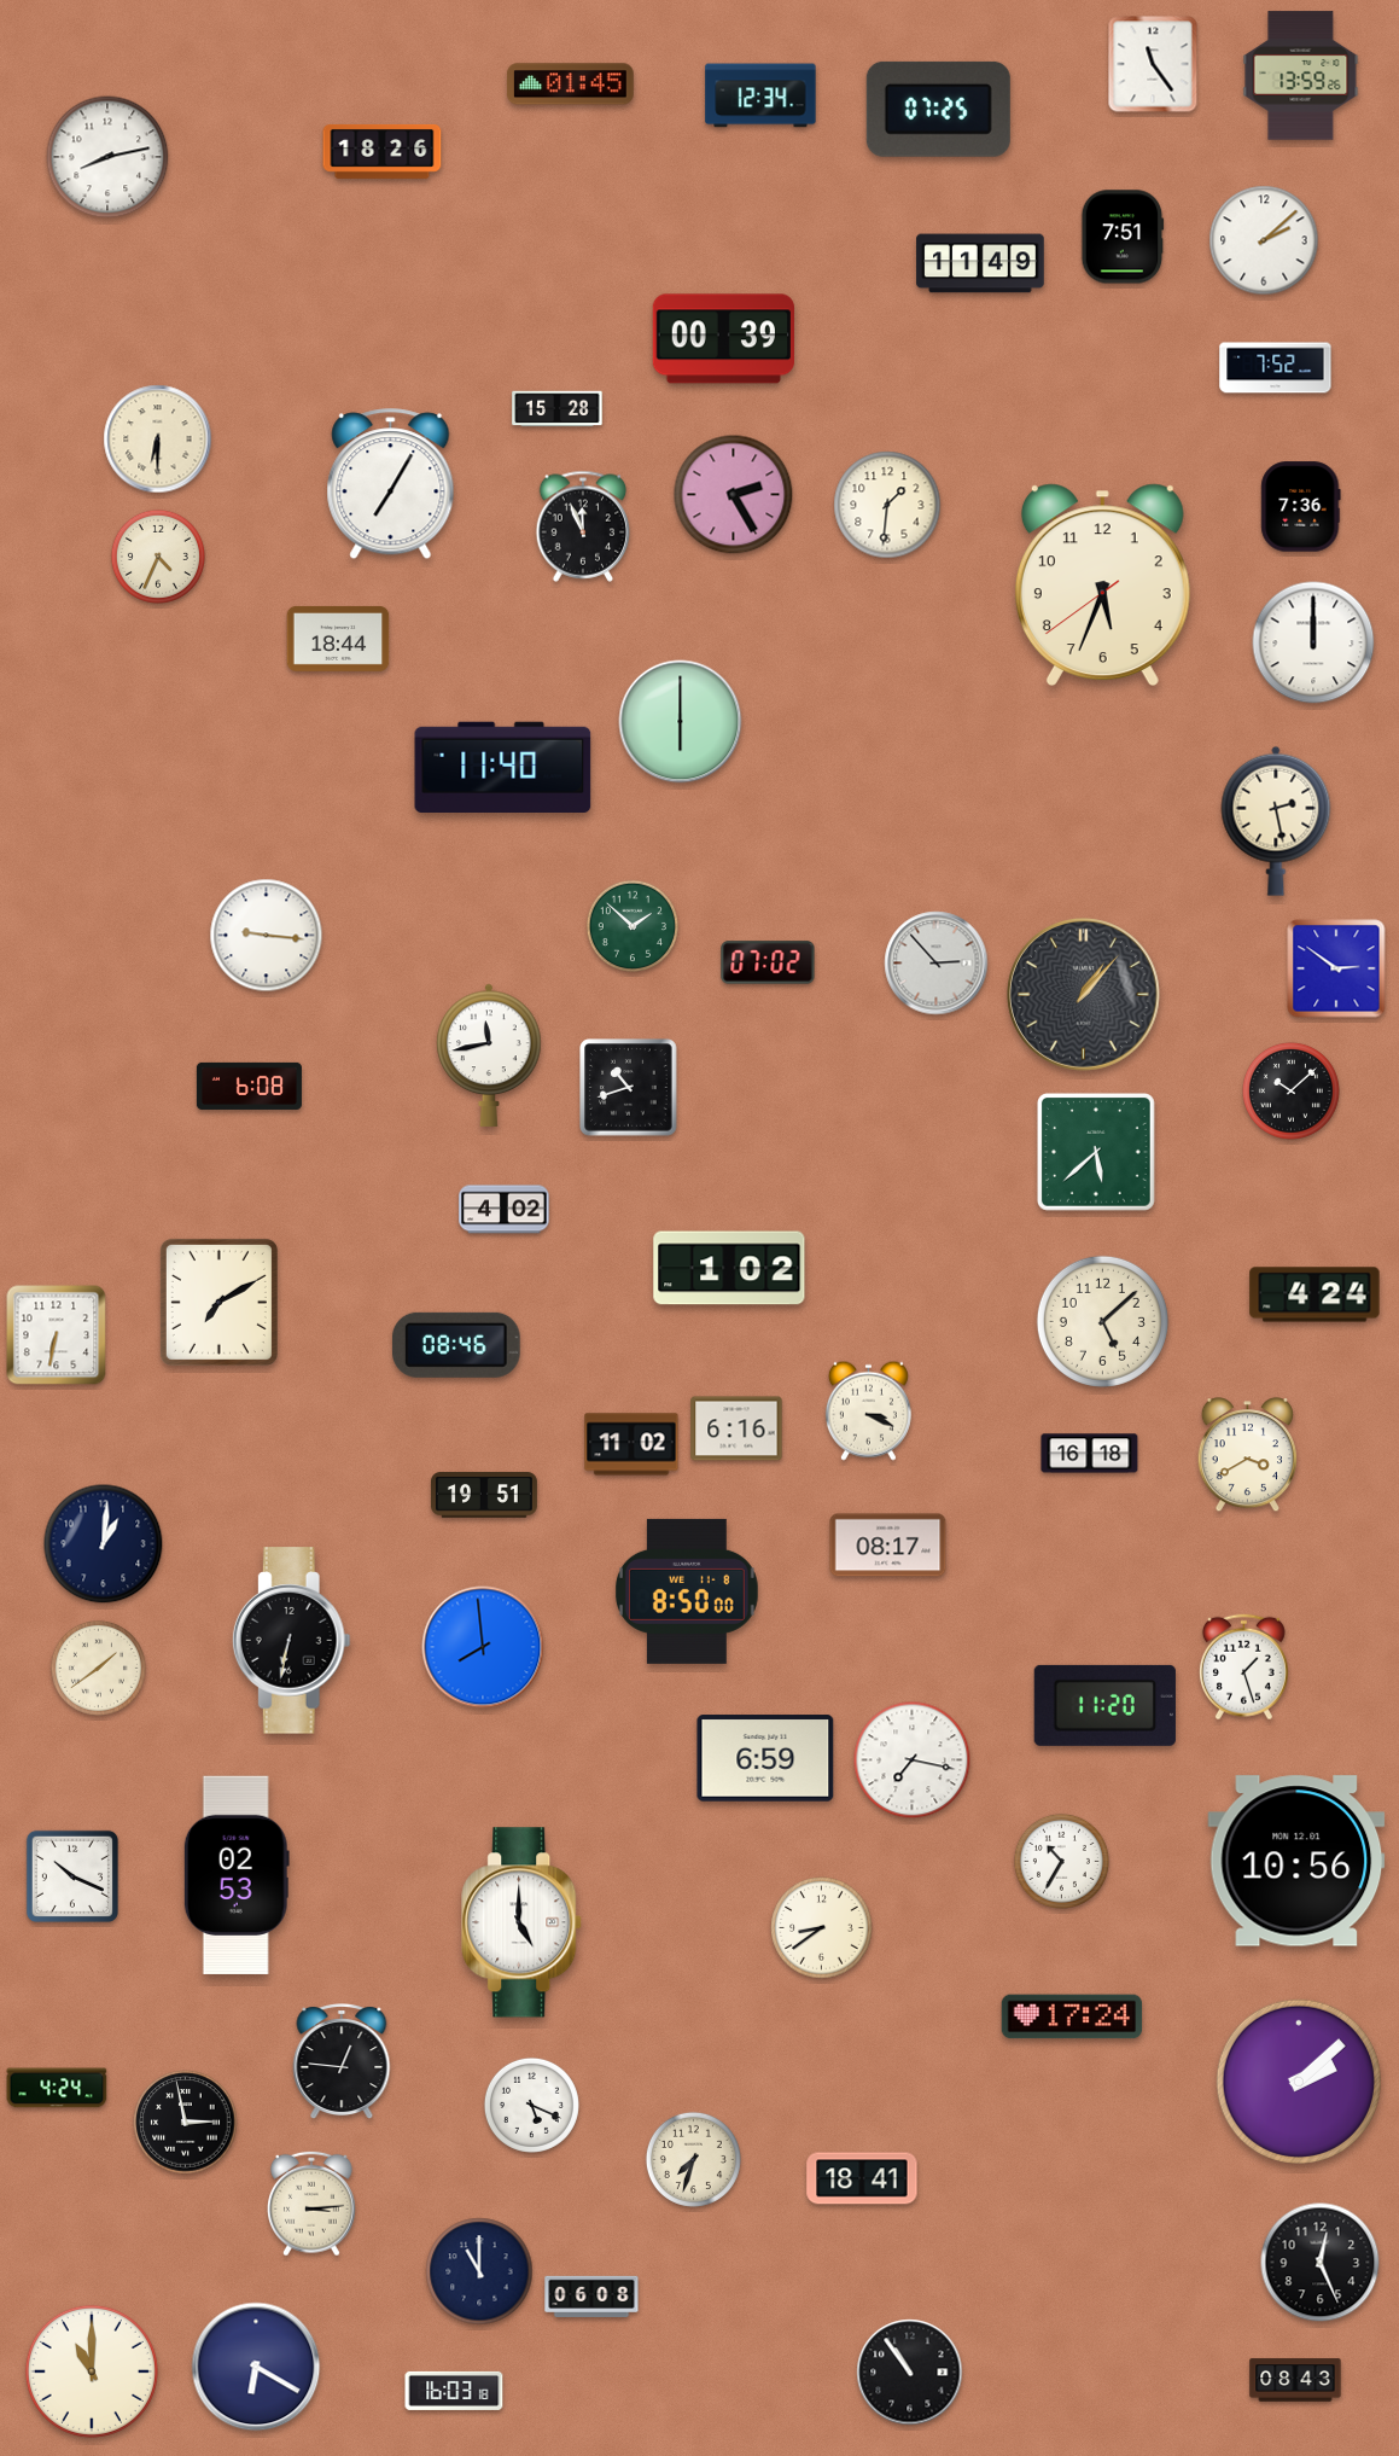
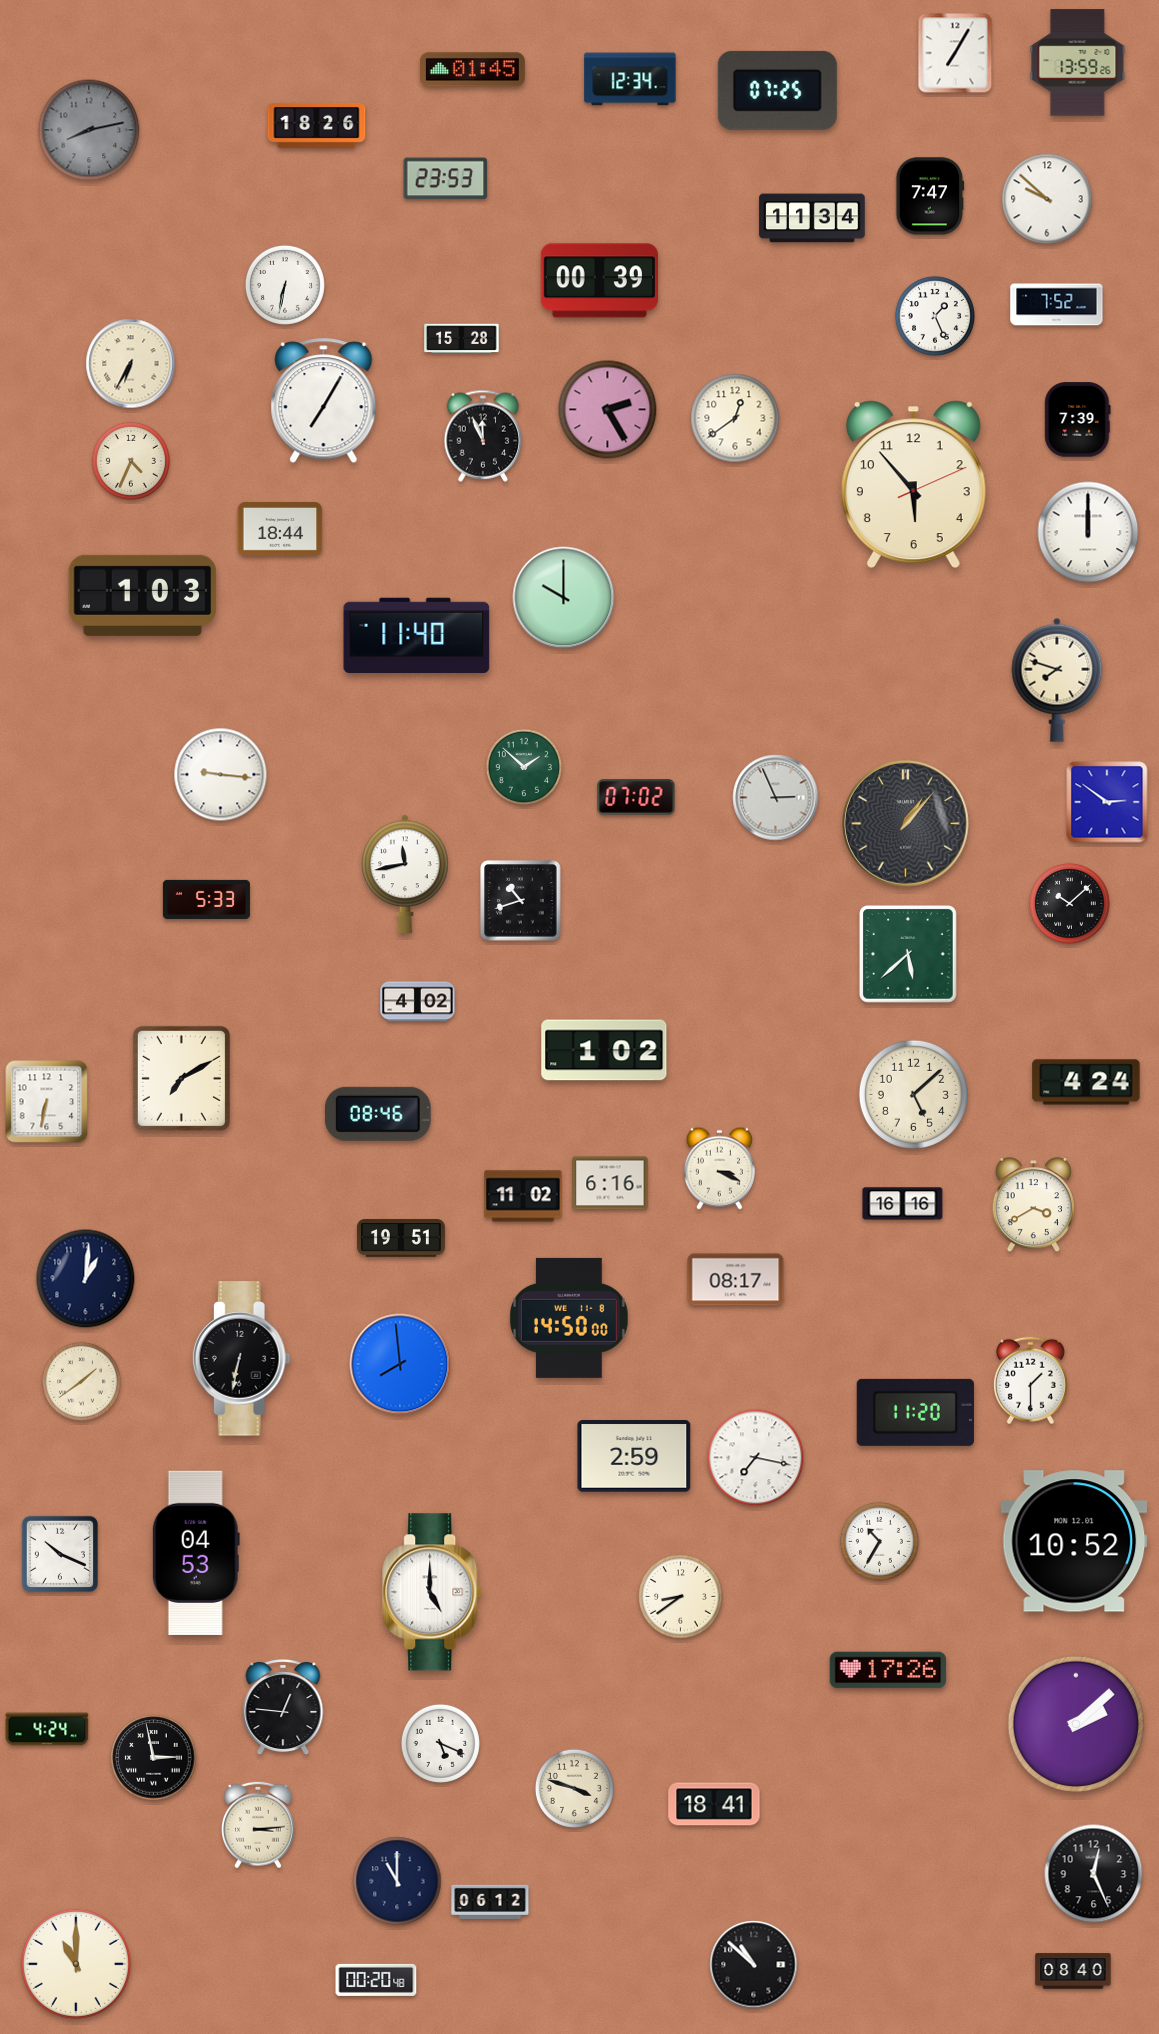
clock at (1153, 64): 11:24 -> 7:05
clock at (107, 157) dial: white -> grey
clock at (446, 179): none -> 23:53
clock at (1123, 237): 7:51 -> 7:47
clock at (1264, 240): 2:08 -> 9:52
clock at (980, 263): 11:49 -> 11:34
clock at (285, 285): none -> 6:32
clock at (935, 316): none -> 1:26
clock at (158, 440): 6:30 -> 6:35
clock at (887, 505): 1:31 -> 12:39
clock at (1301, 507): 7:36 -> 7:39
clock at (1102, 584): 5:33 -> 5:53
clock at (143, 595): none -> 1:03
clock at (681, 722): 6:00 -> 10:00
clock at (1276, 821): 2:28 -> 7:48
clock at (937, 964): 2:53 -> 2:56
clock at (1083, 994) position: (1083, 994) -> (905, 823)
clock at (249, 1086): 6:08 -> 5:33
clock at (1315, 1294) position: (1315, 1294) -> (1086, 1082)
clock at (57, 1335) position: (57, 1335) -> (47, 1102)
clock at (1090, 1454): 16:18 -> 16:16
clock at (687, 1591): 8:50 -> 14:50
clock at (1243, 1668): 1:27 -> 1:30
clock at (765, 1758): 6:59 -> 2:59
clock at (1296, 1861): 10:56 -> 10:52
clock at (237, 1875): 02:53 -> 04:53
clock at (1072, 2016): 17:24 -> 17:26
clock at (693, 2159): 7:33 -> 3:48
clock at (591, 2295): 06:08 -> 06:12
clock at (256, 2367): 6:20 -> none
clock at (910, 2373): 10:54 -> 10:52
clock at (1295, 2380): 08:43 -> 08:40
clock at (454, 2391): 16:03 -> 00:20
